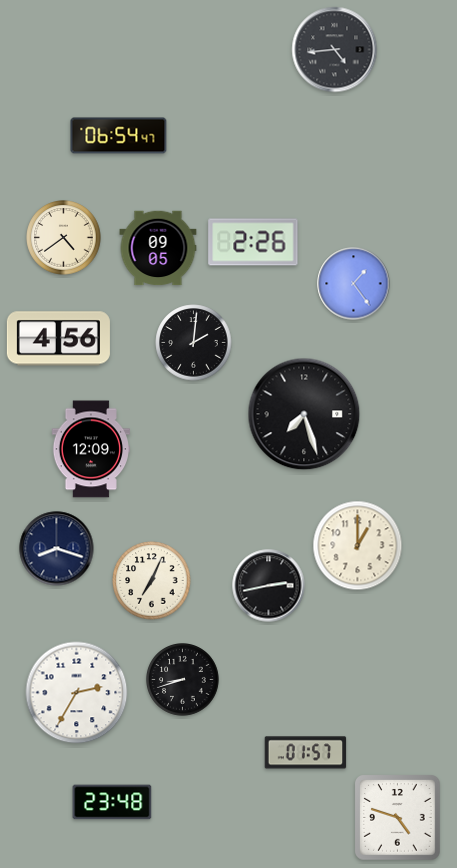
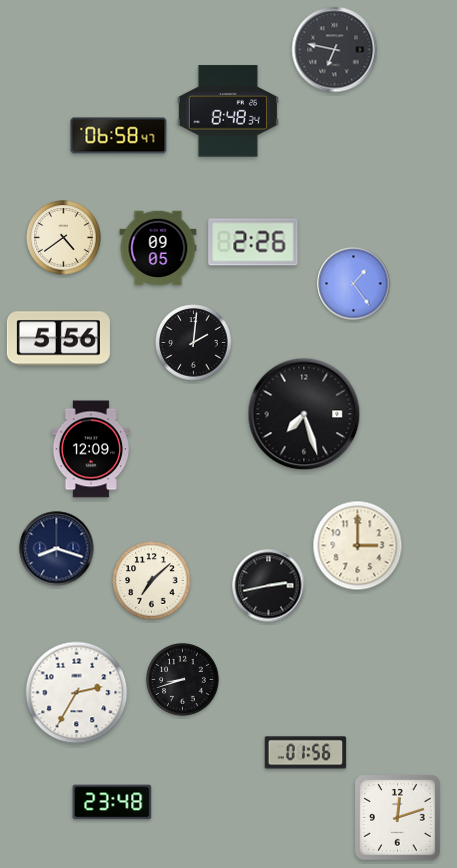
clock at (335, 50): 4:44 -> 6:47
clock at (228, 111): none -> 8:48
clock at (119, 136): 06:54 -> 06:58
clock at (58, 339): 4:56 -> 5:56
clock at (358, 546): 1:00 -> 3:00
clock at (152, 581): 7:04 -> 7:08
clock at (306, 753): 01:57 -> 01:56
clock at (398, 818): 4:48 -> 12:12
